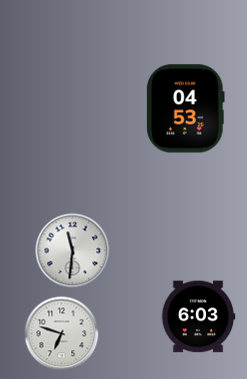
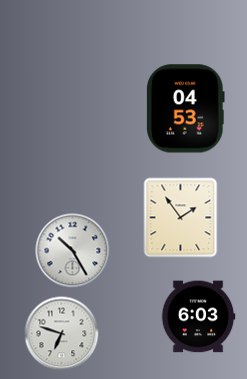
clock at (181, 218): none -> 1:54
clock at (73, 251): 11:31 -> 10:25
